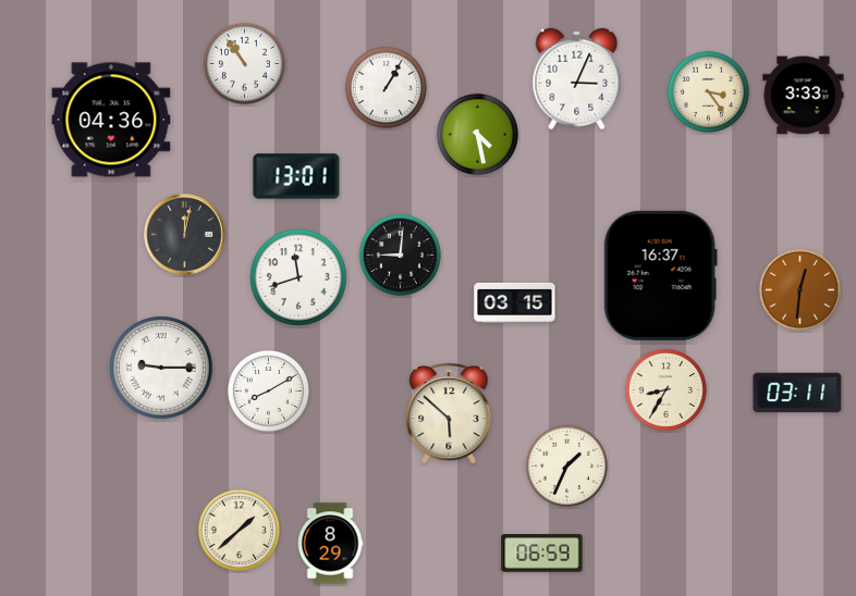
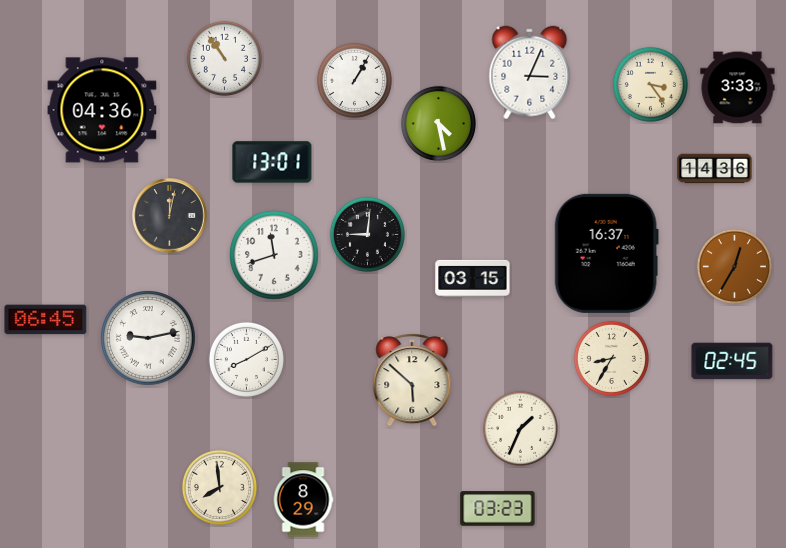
clock at (715, 169): none -> 14:36
clock at (799, 289): 12:31 -> 12:35
clock at (46, 320): none -> 06:45
clock at (161, 368): 9:15 -> 9:13
clock at (797, 393): 03:11 -> 02:45
clock at (239, 530): 1:38 -> 7:59
clock at (542, 554): 06:59 -> 03:23
